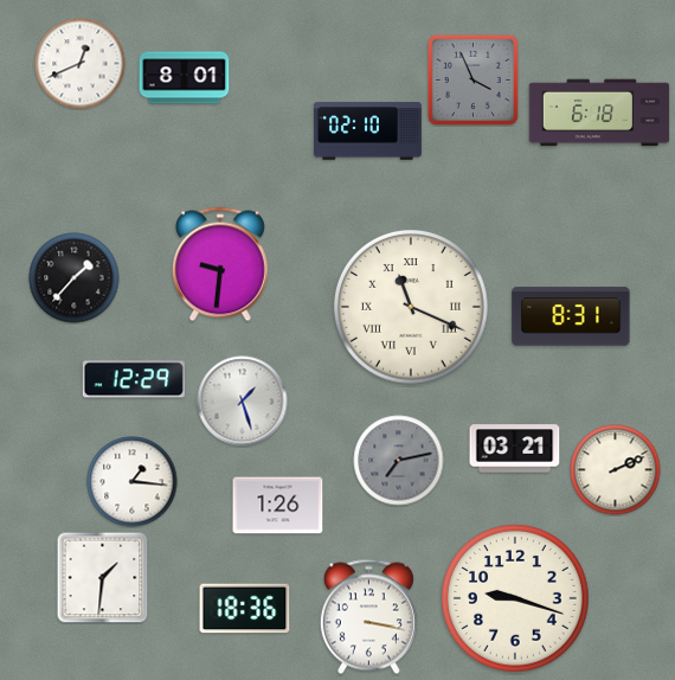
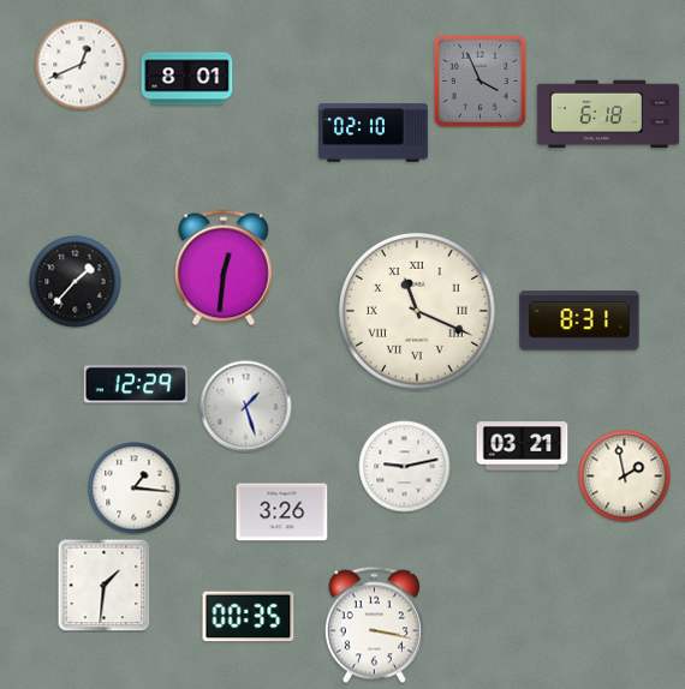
clock at (220, 264): 9:31 -> 12:31
clock at (515, 449) position: (515, 449) -> (523, 447)
clock at (399, 461): 7:13 -> 9:13
clock at (399, 461) dial: grey -> white
clock at (616, 470): 2:11 -> 1:58
clock at (278, 506): 1:26 -> 3:26
clock at (516, 599): 9:18 -> none
clock at (245, 609): 18:36 -> 00:35
